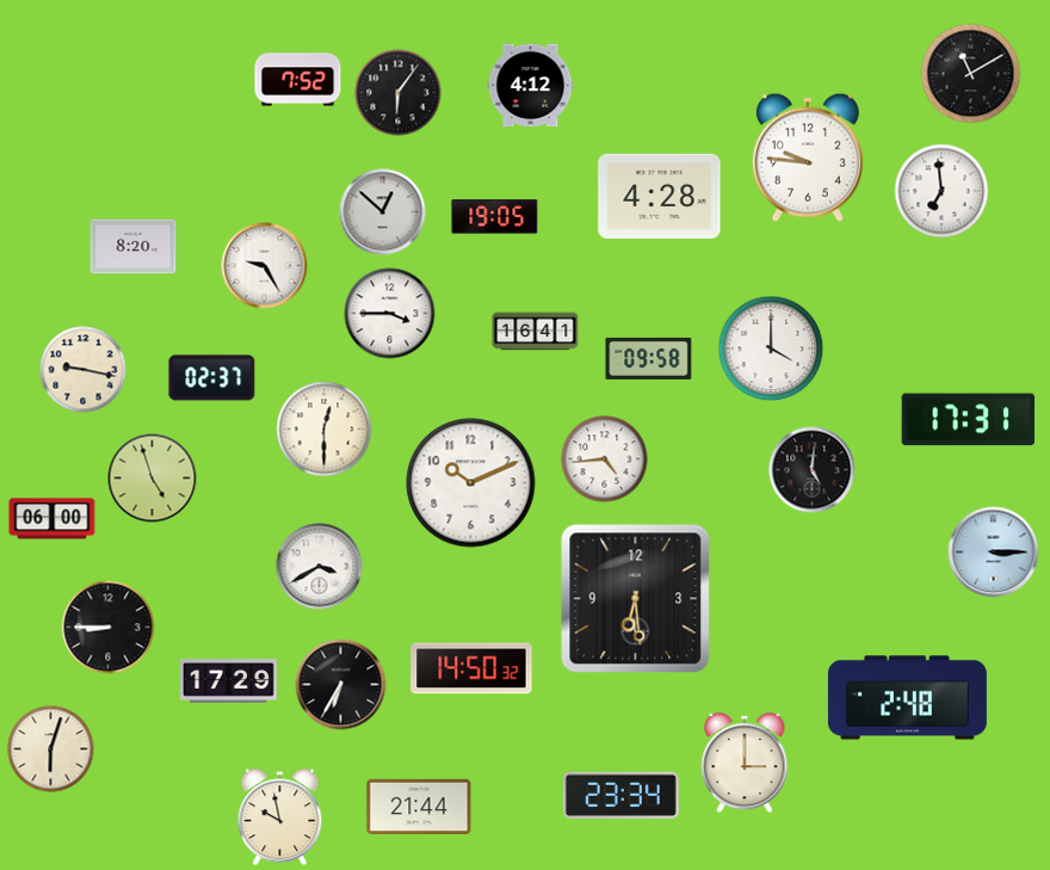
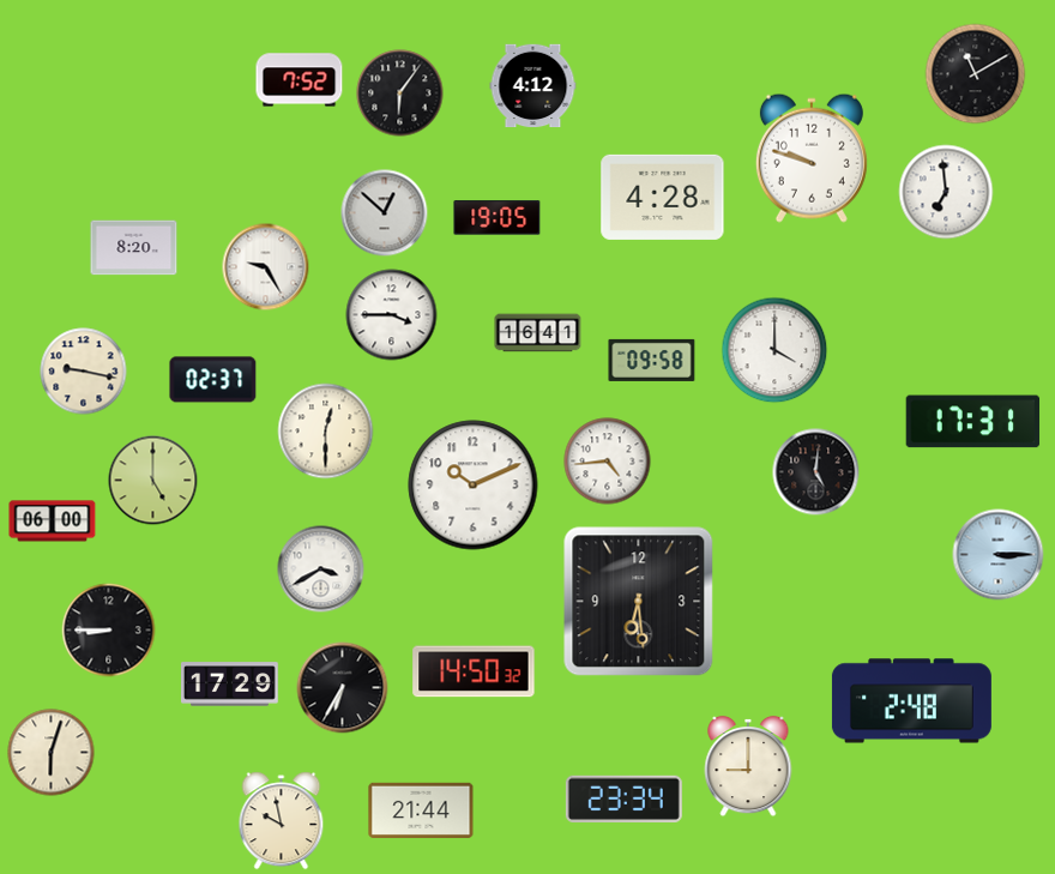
clock at (808, 158): 9:46 -> 9:48
clock at (153, 479): 4:57 -> 5:00
clock at (745, 763): 3:00 -> 9:00
